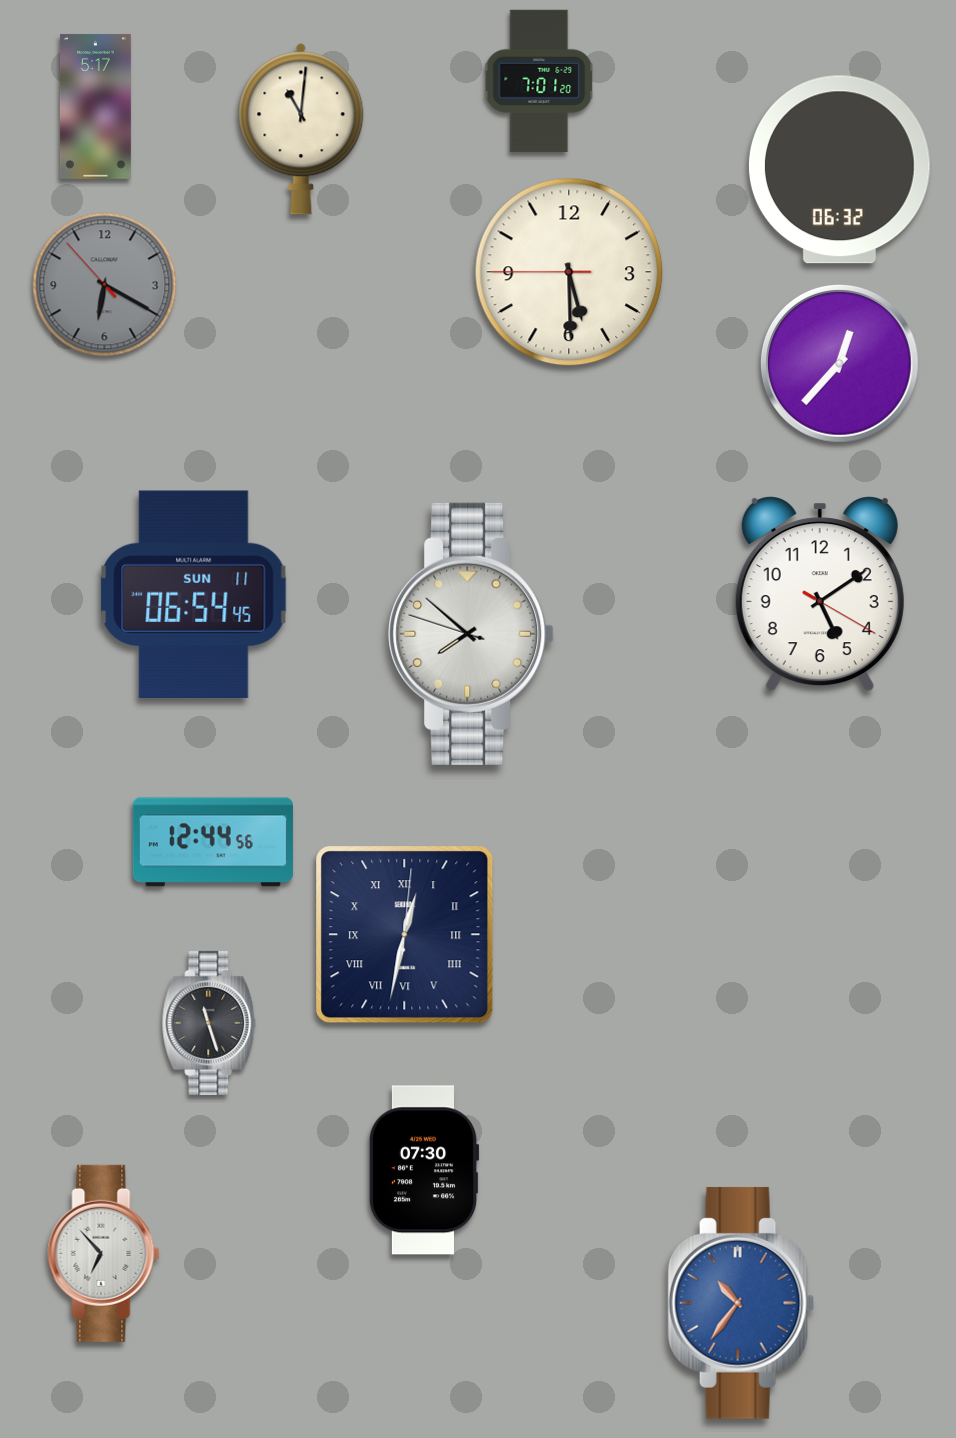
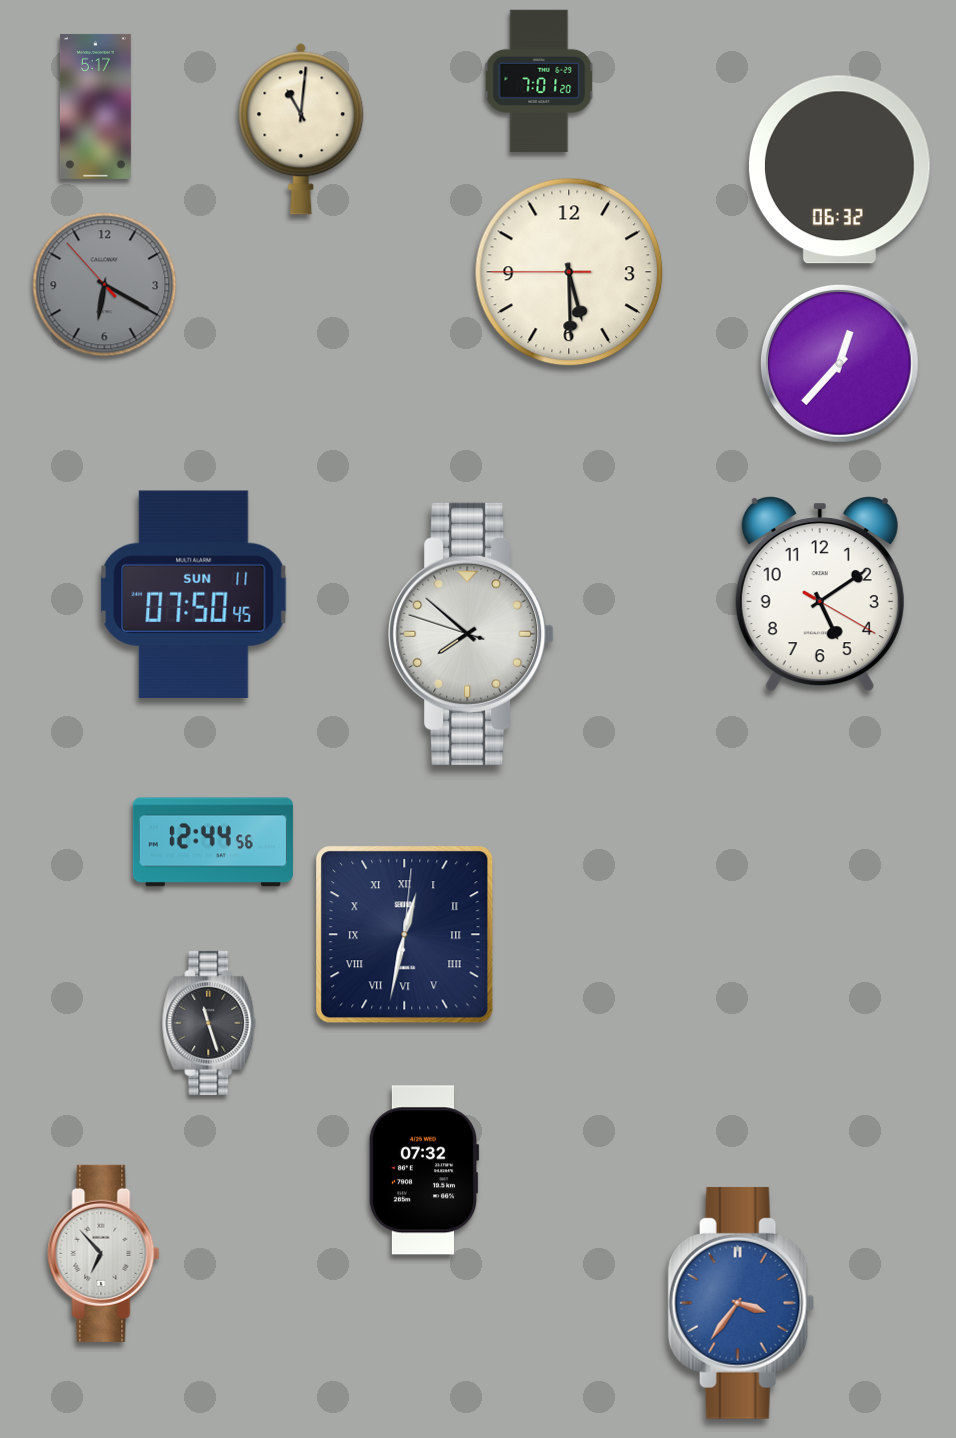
clock at (194, 594): 06:54 -> 07:50
clock at (424, 1170): 07:30 -> 07:32
clock at (741, 1303): 10:36 -> 3:36
